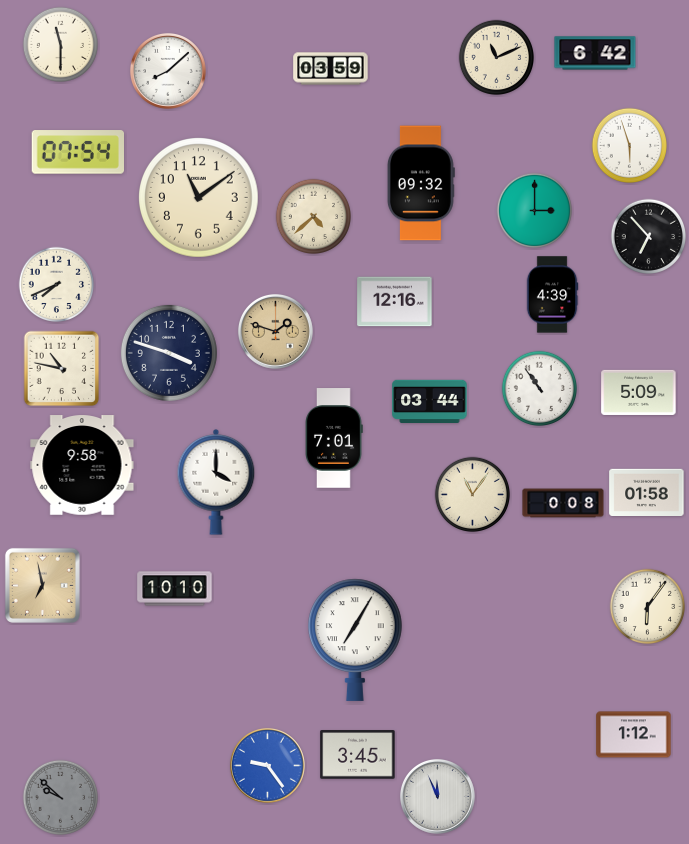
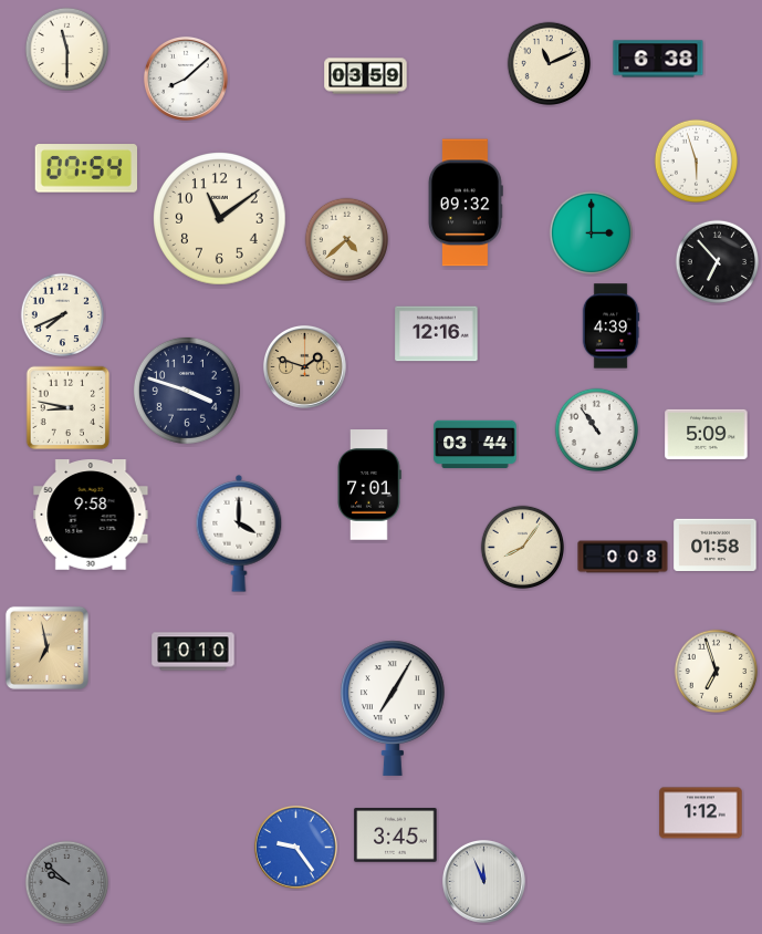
clock at (595, 53): 6:42 -> 6:38
clock at (62, 369): 10:47 -> 8:47
clock at (473, 495): 11:06 -> 8:06
clock at (648, 607): 6:06 -> 6:57
